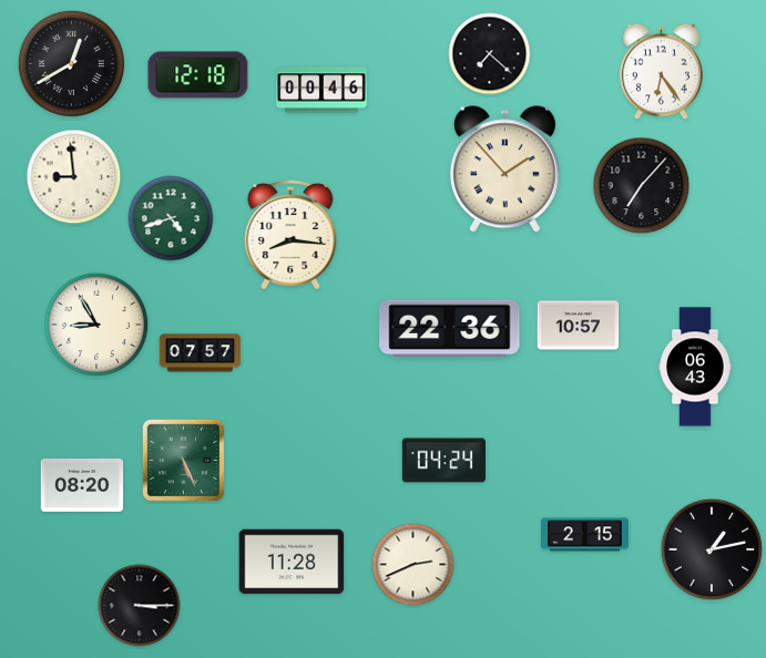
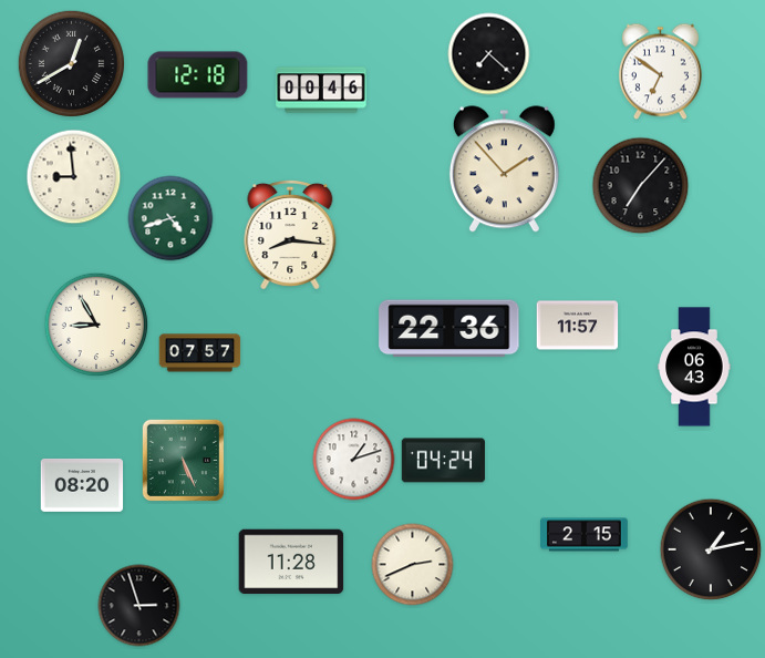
clock at (661, 72): 6:24 -> 6:51
clock at (579, 326): 10:57 -> 11:57
clock at (354, 460): none -> 1:12
clock at (140, 606): 3:15 -> 2:57
